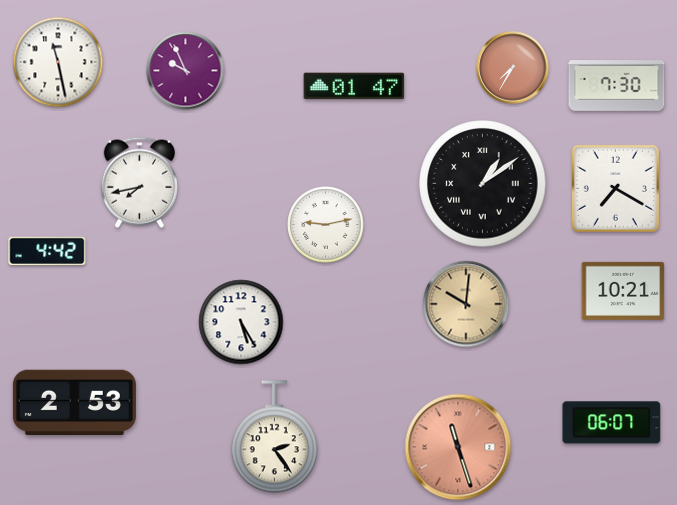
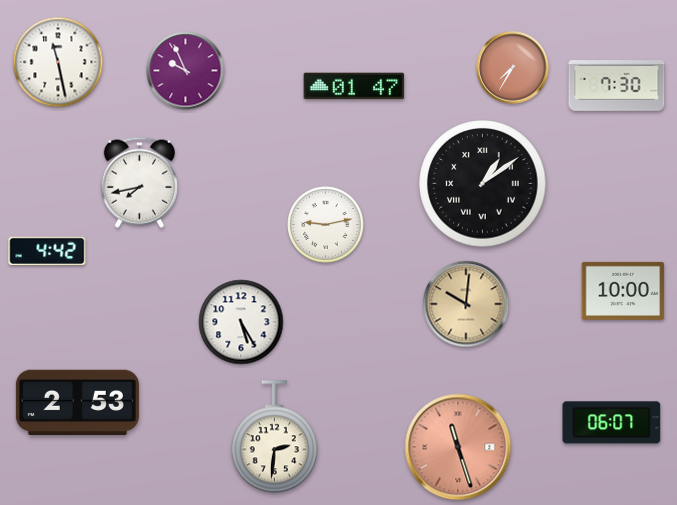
clock at (615, 188): 7:20 -> none
clock at (623, 291): 10:21 -> 10:00
clock at (74, 403) position: (74, 403) -> (77, 403)
clock at (274, 437): 2:24 -> 2:31
